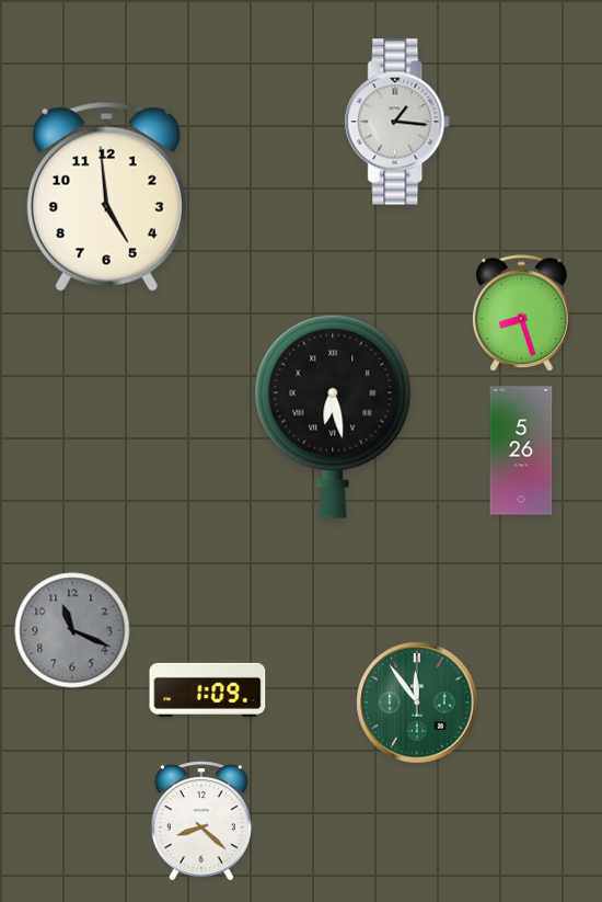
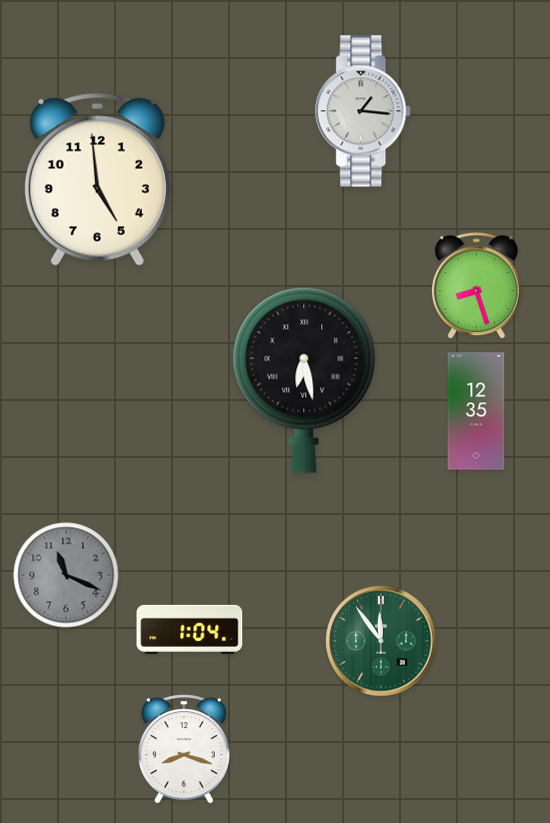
clock at (521, 450): 5:26 -> 12:35
clock at (208, 689): 1:09 -> 1:04
clock at (201, 821): 8:22 -> 8:18
